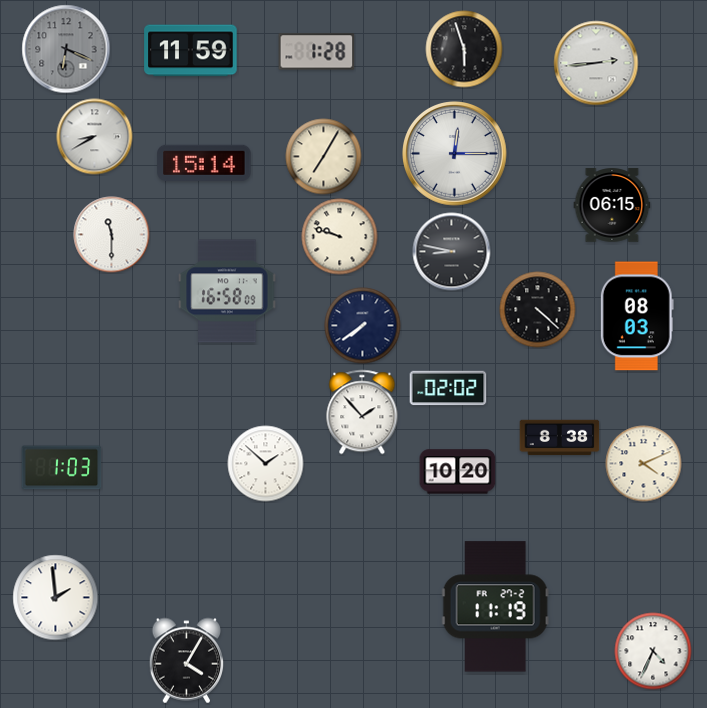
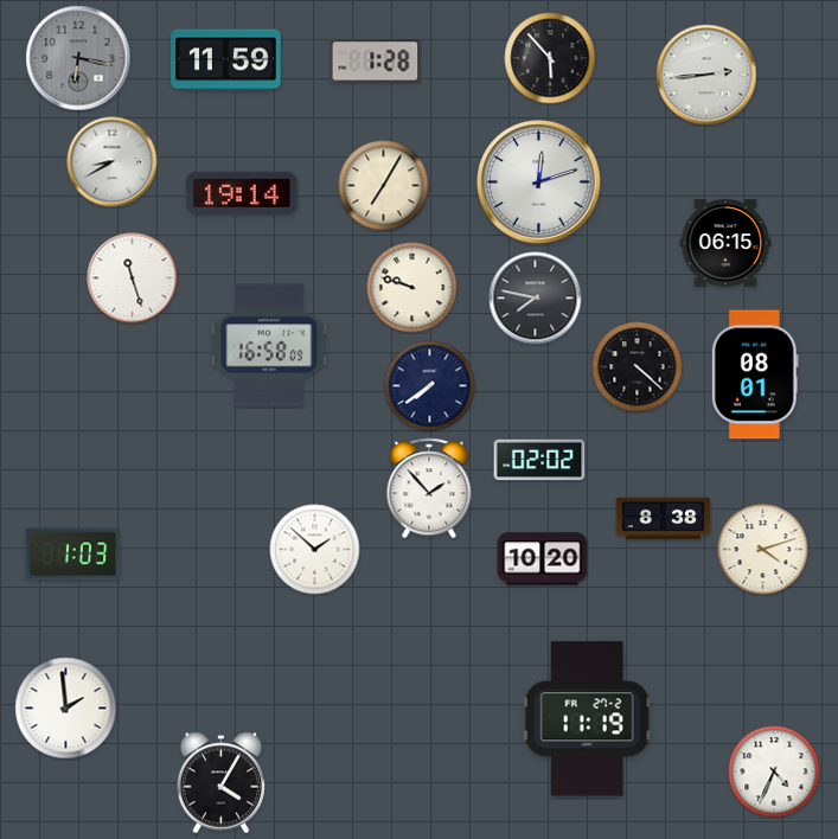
clock at (66, 49): 6:19 -> 6:17
clock at (464, 49): 5:57 -> 5:53
clock at (455, 154): 12:15 -> 12:12
clock at (204, 163): 15:14 -> 19:14
clock at (112, 235): 11:30 -> 11:27
clock at (340, 237) position: (340, 237) -> (412, 288)
clock at (452, 252): 8:47 -> 7:47
clock at (637, 316): 08:03 -> 08:01
clock at (448, 388) position: (448, 388) -> (539, 460)
clock at (644, 464): 4:11 -> 4:12
